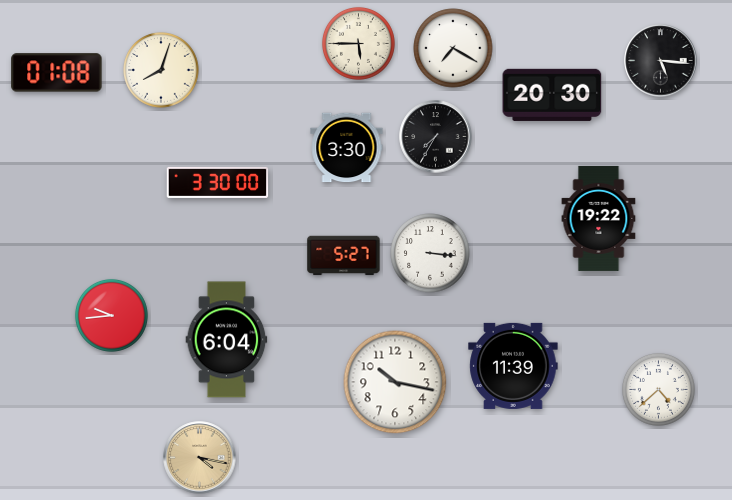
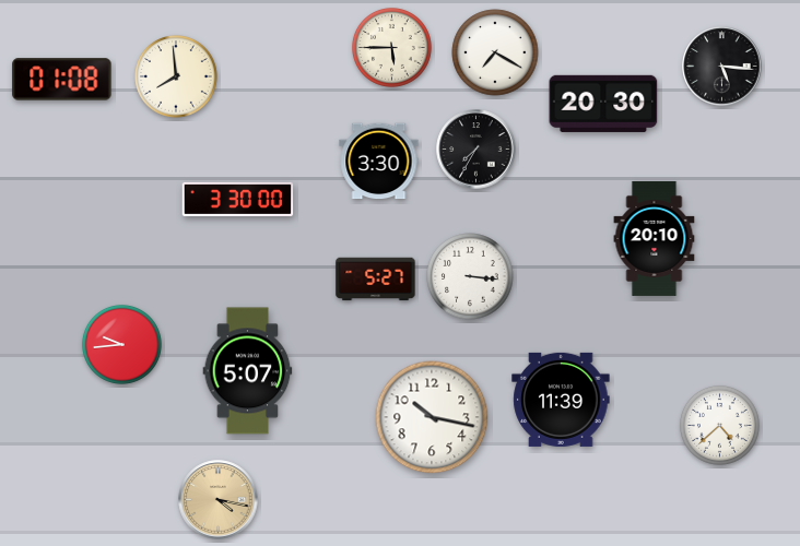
clock at (161, 70): 8:03 -> 7:59
clock at (599, 218): 19:22 -> 20:10
clock at (227, 340): 6:04 -> 5:07
